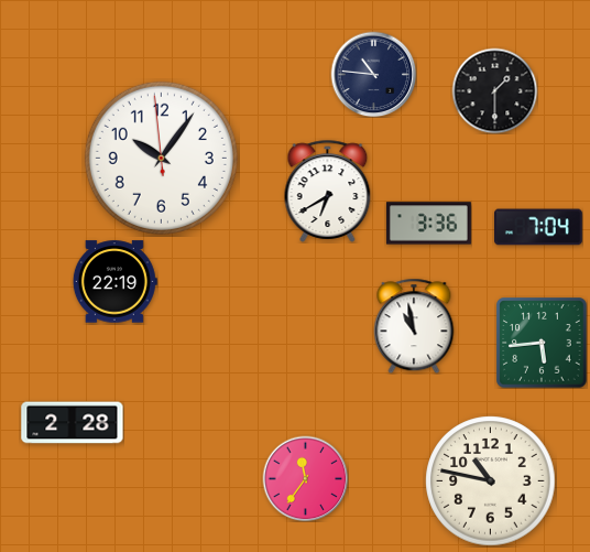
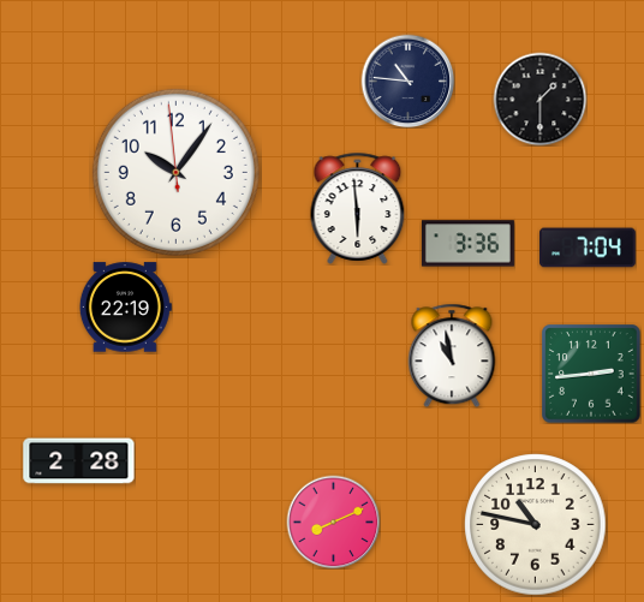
clock at (328, 191): 6:40 -> 5:59
clock at (542, 343): 5:44 -> 2:44
clock at (305, 478): 11:36 -> 8:11
